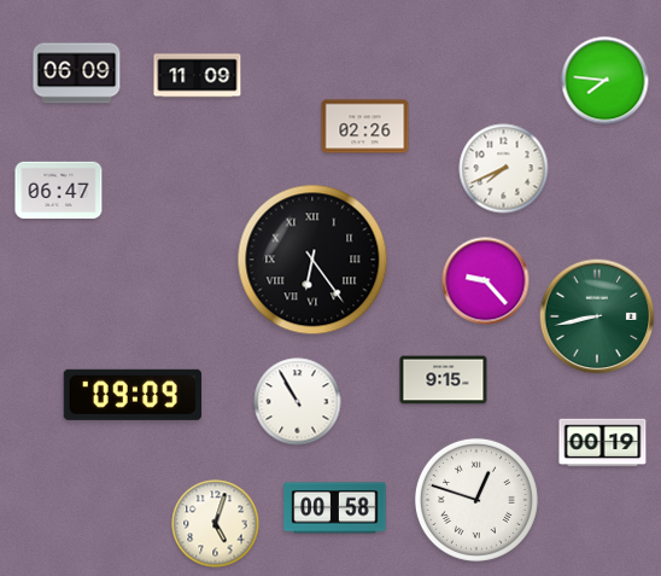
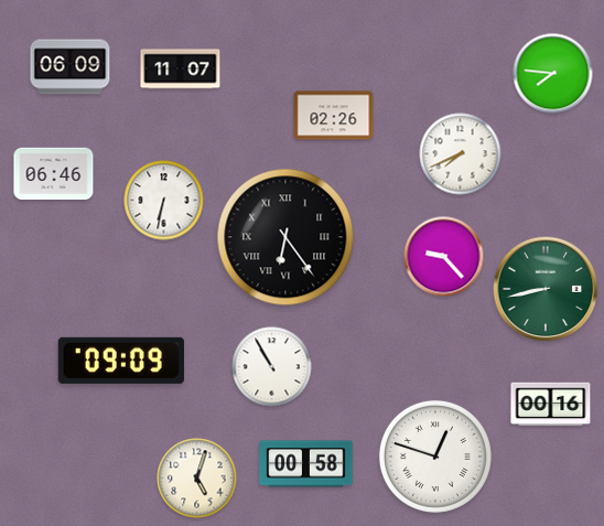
clock at (198, 76): 11:09 -> 11:07
clock at (59, 191): 06:47 -> 06:46
clock at (164, 201): none -> 6:32
clock at (444, 380): 9:15 -> none
clock at (603, 443): 00:19 -> 00:16
